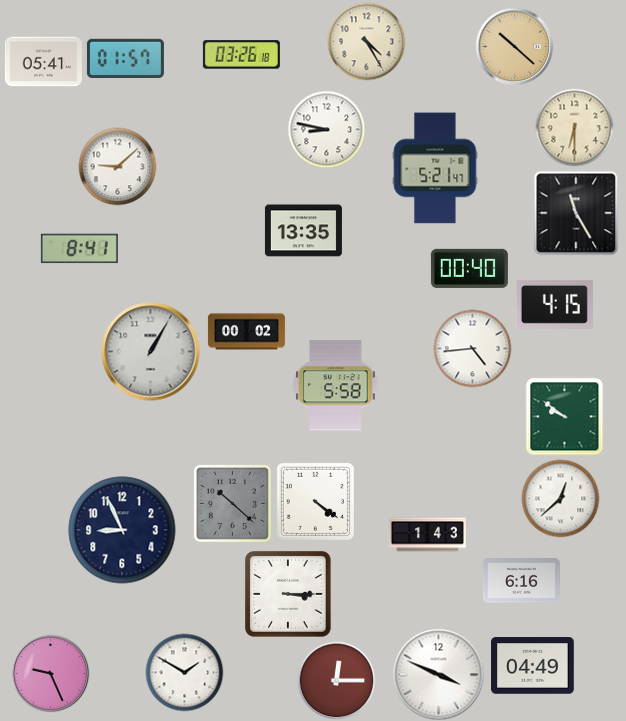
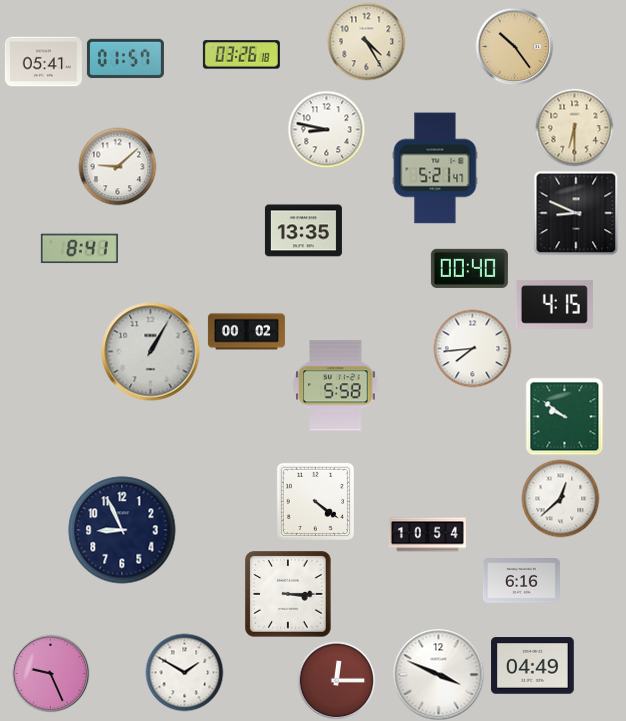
clock at (514, 46): 10:22 -> 10:24
clock at (576, 213): 11:25 -> 8:49
clock at (472, 348): 4:44 -> 7:44
clock at (232, 503): 10:22 -> none
clock at (427, 535): 1:43 -> 10:54
